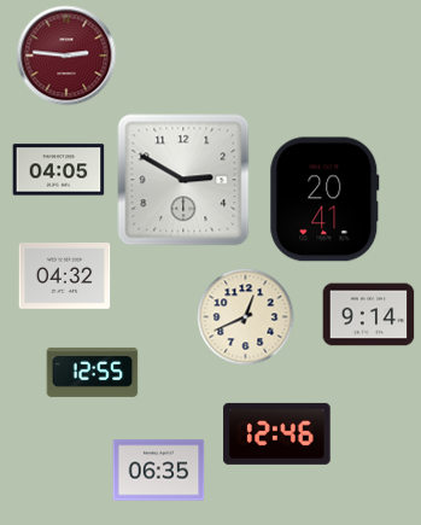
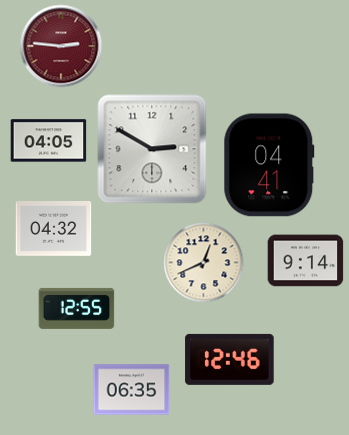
clock at (66, 56) position: (66, 56) -> (61, 46)
clock at (324, 199): 20:41 -> 04:41
